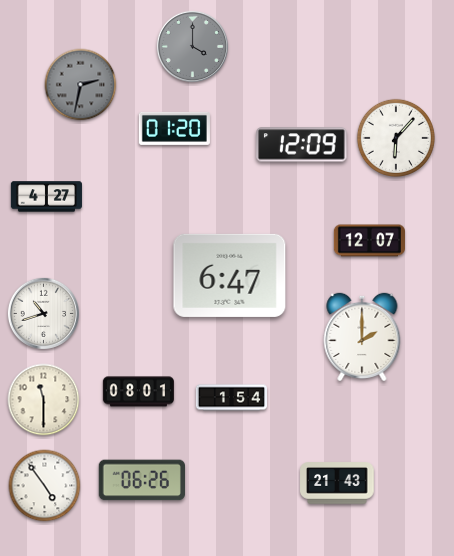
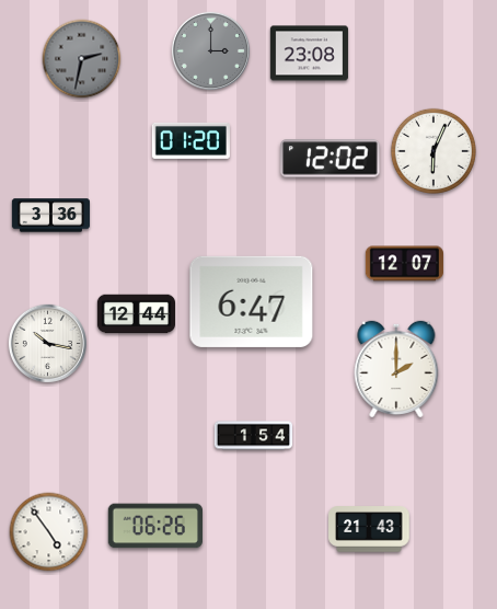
clock at (192, 46): 4:00 -> 3:00
clock at (309, 54): none -> 23:08
clock at (81, 85) position: (81, 85) -> (82, 59)
clock at (396, 138): 6:07 -> 6:04
clock at (302, 145): 12:09 -> 12:02
clock at (46, 197): 4:27 -> 3:36
clock at (136, 314): none -> 12:44
clock at (43, 313): 10:42 -> 10:17
clock at (138, 392): 08:01 -> none
clock at (44, 400): 11:30 -> none
